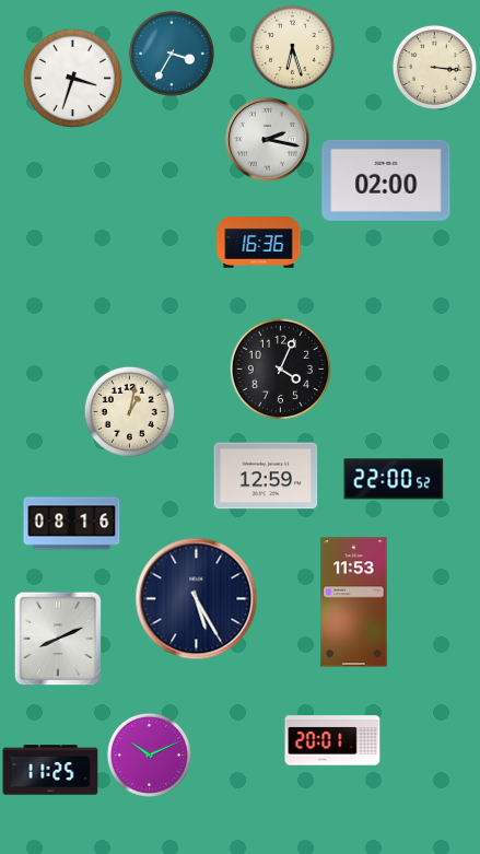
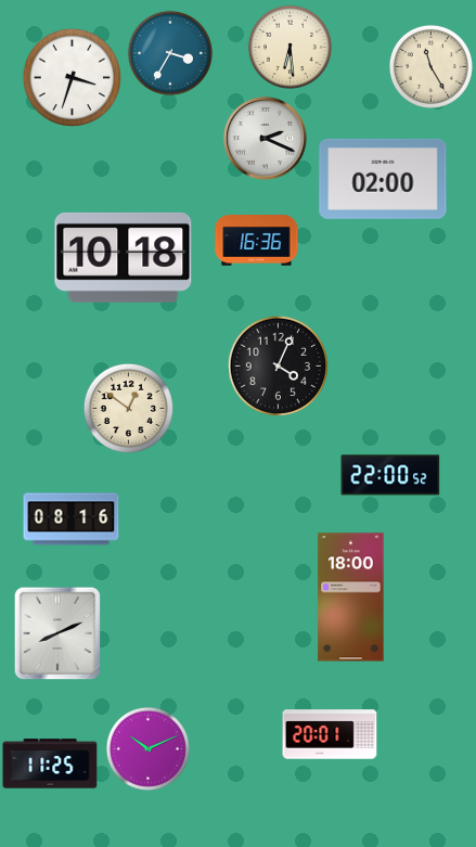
clock at (292, 47): 6:27 -> 6:29
clock at (434, 67): 3:16 -> 11:25
clock at (268, 140): 2:17 -> 2:19
clock at (124, 257): none -> 10:18
clock at (129, 411): 1:02 -> 12:51
clock at (266, 476): 12:59 -> none
clock at (197, 599): 5:25 -> none
clock at (354, 603): 11:53 -> 18:00
